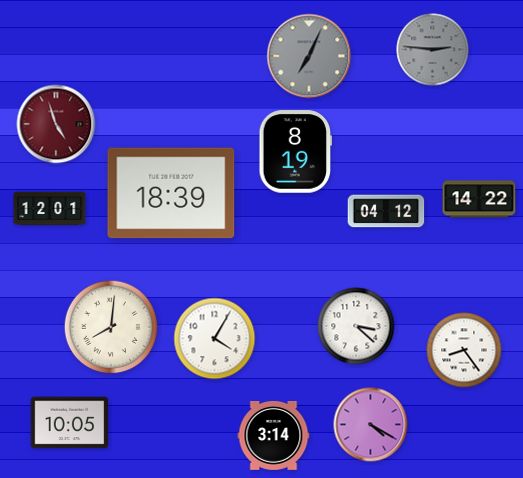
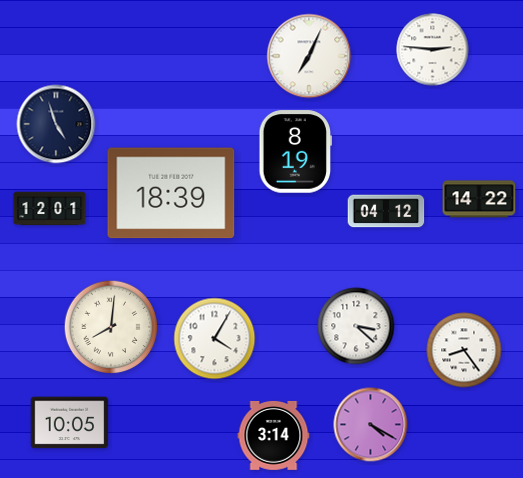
clock at (433, 50) dial: grey -> white
clock at (309, 56) dial: grey -> white
clock at (56, 124) dial: burgundy -> navy
